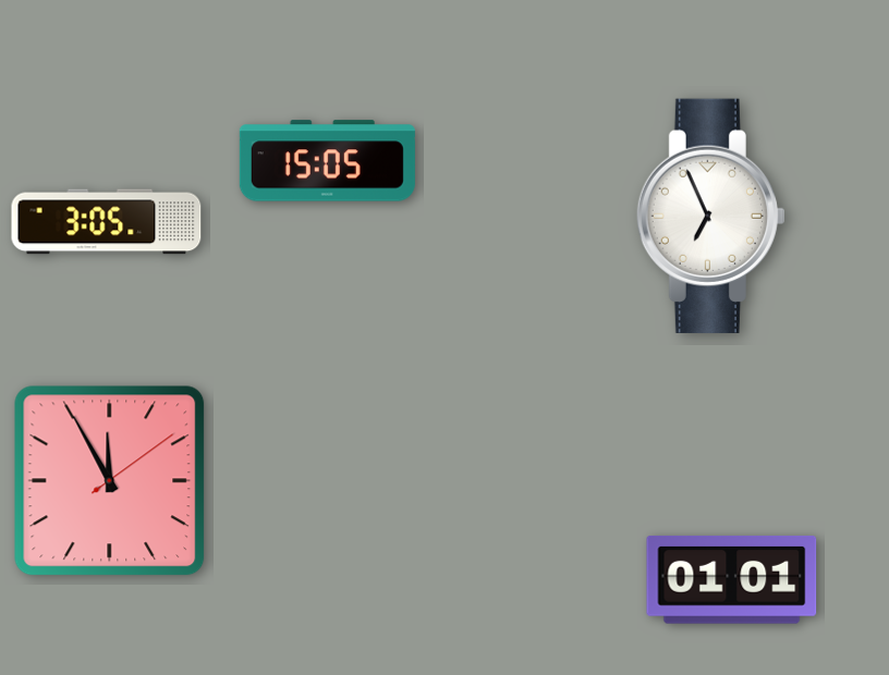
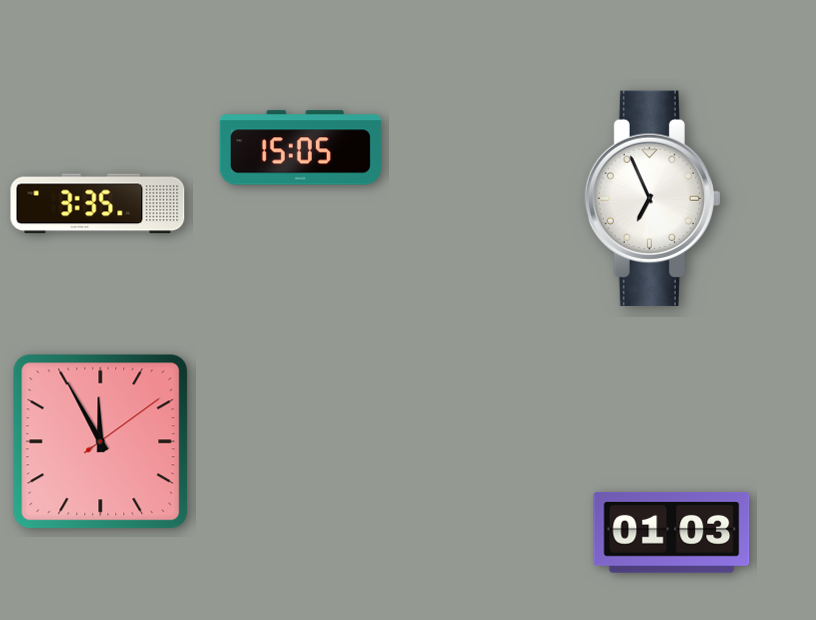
clock at (107, 222): 3:05 -> 3:35
clock at (732, 579): 01:01 -> 01:03
